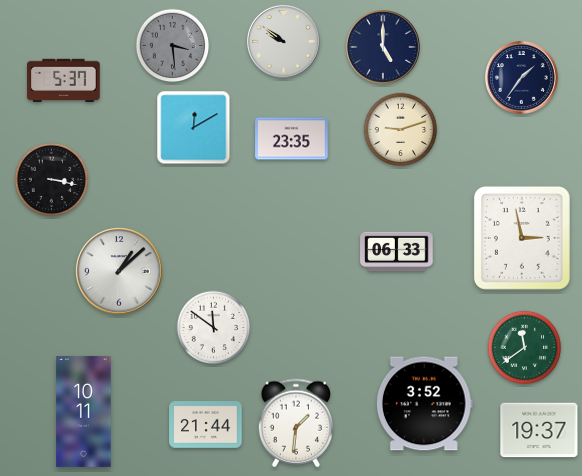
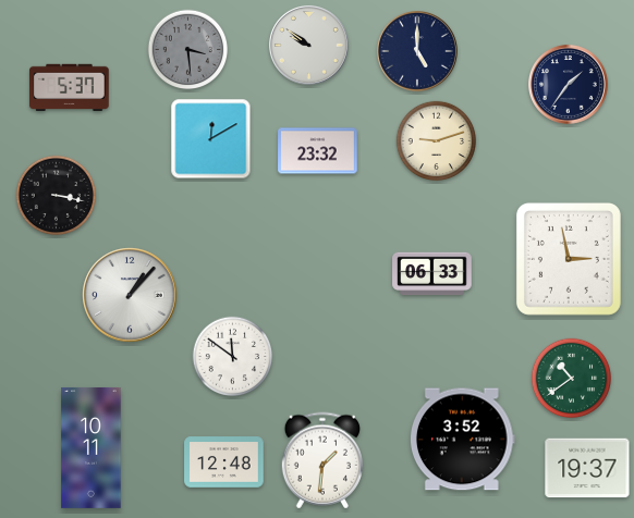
clock at (292, 139): 23:35 -> 23:32
clock at (119, 271): 1:08 -> 1:07
clock at (525, 348): 11:39 -> 10:39
clock at (206, 425): 21:44 -> 12:48
